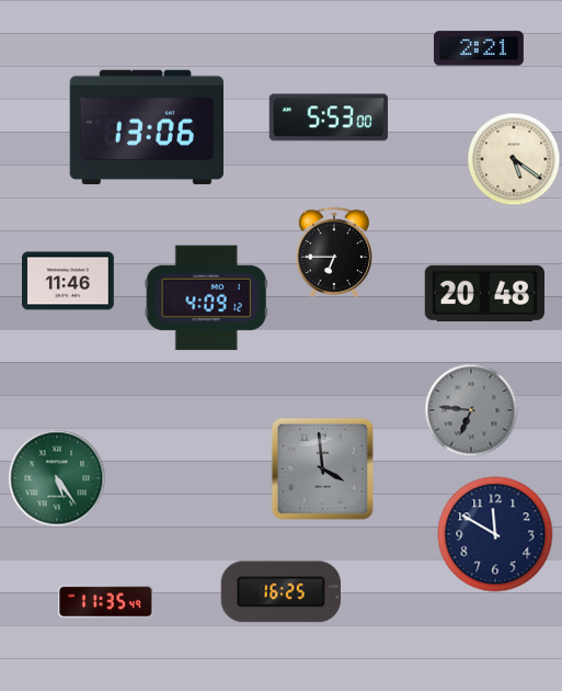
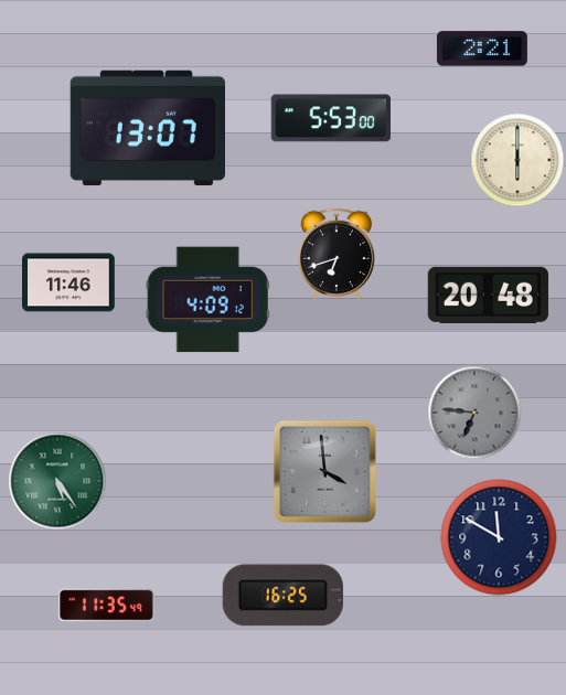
clock at (146, 127): 13:06 -> 13:07
clock at (514, 159): 5:21 -> 6:00
clock at (333, 251): 6:45 -> 6:42
